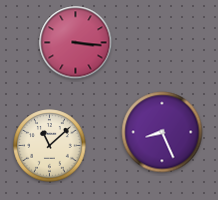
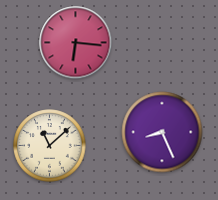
clock at (76, 43): 3:16 -> 6:16
